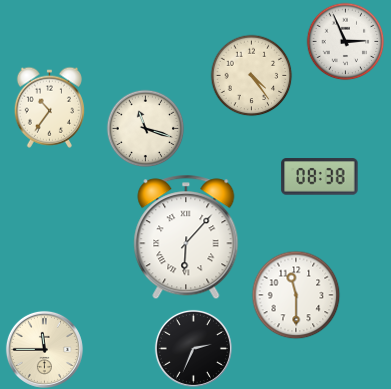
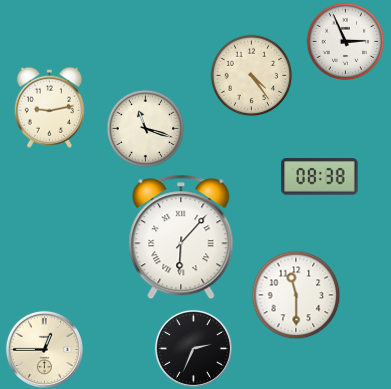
clock at (49, 107): 10:36 -> 9:13
clock at (186, 237) position: (186, 237) -> (181, 237)
clock at (44, 349): 11:45 -> 12:45
